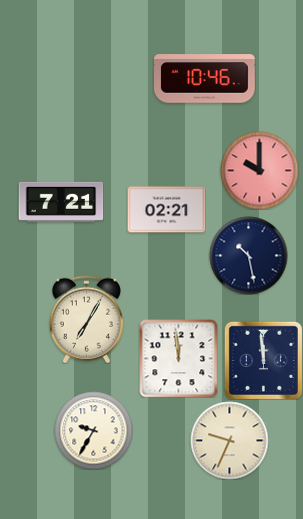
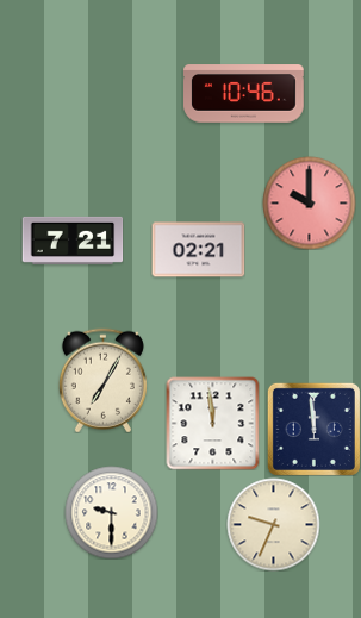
clock at (248, 255): 10:28 -> none
clock at (178, 358) position: (178, 358) -> (212, 423)
clock at (93, 430): 9:35 -> 9:30
